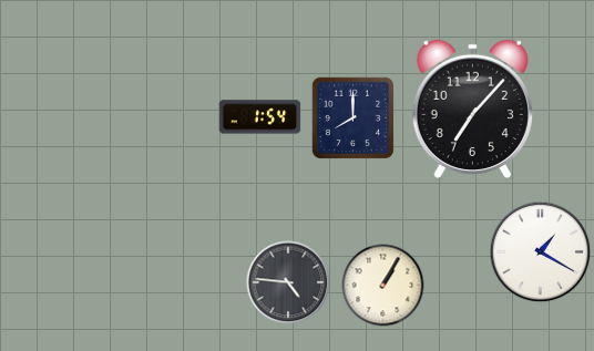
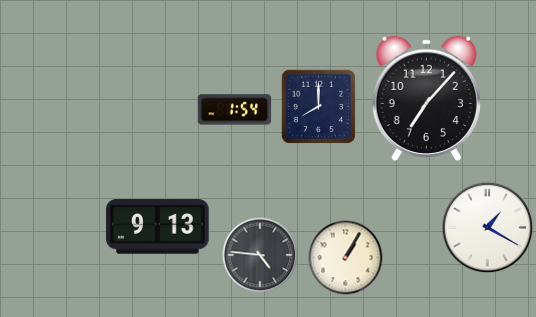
clock at (260, 117) position: (260, 117) -> (235, 110)
clock at (158, 227): none -> 9:13
